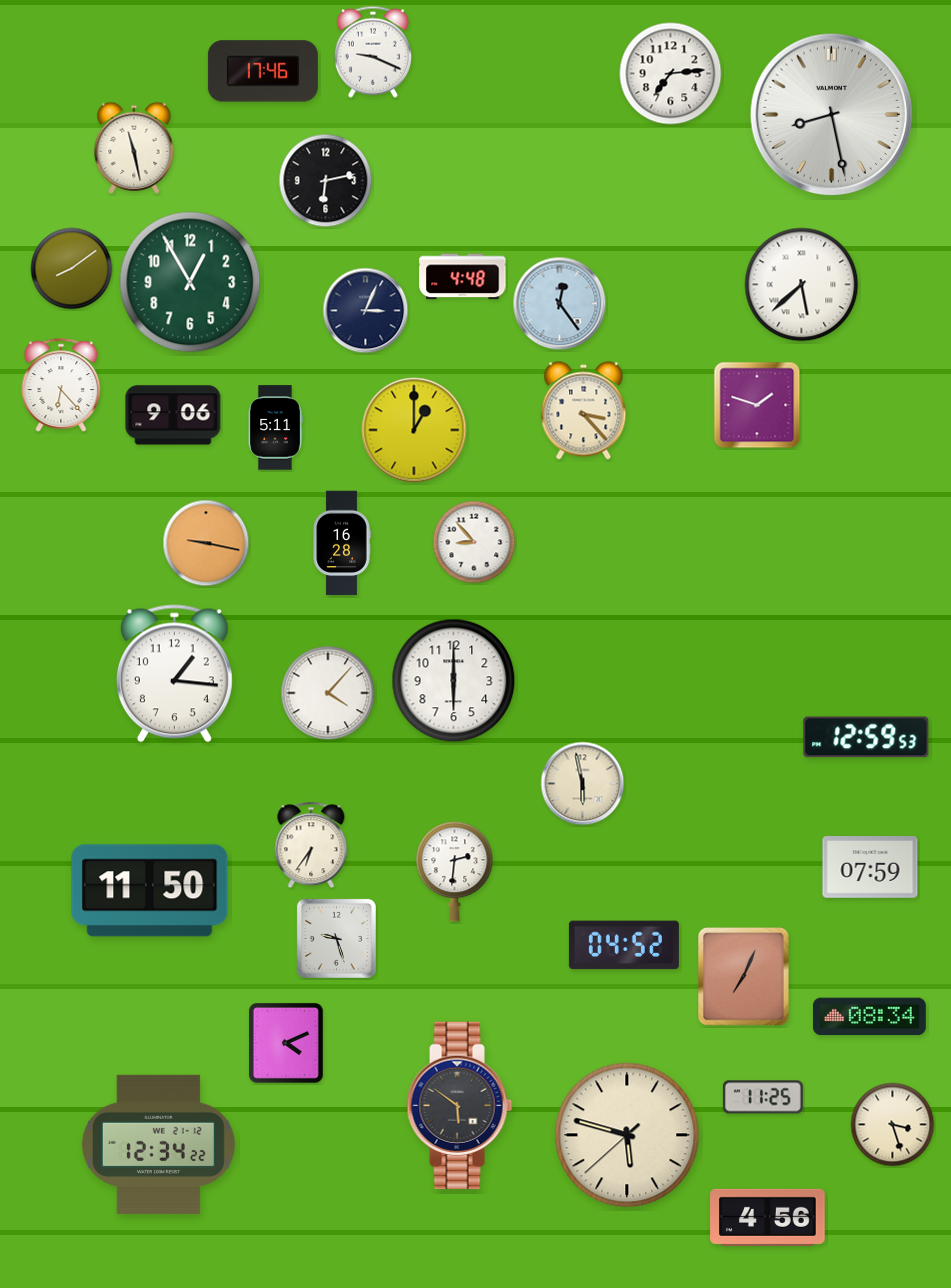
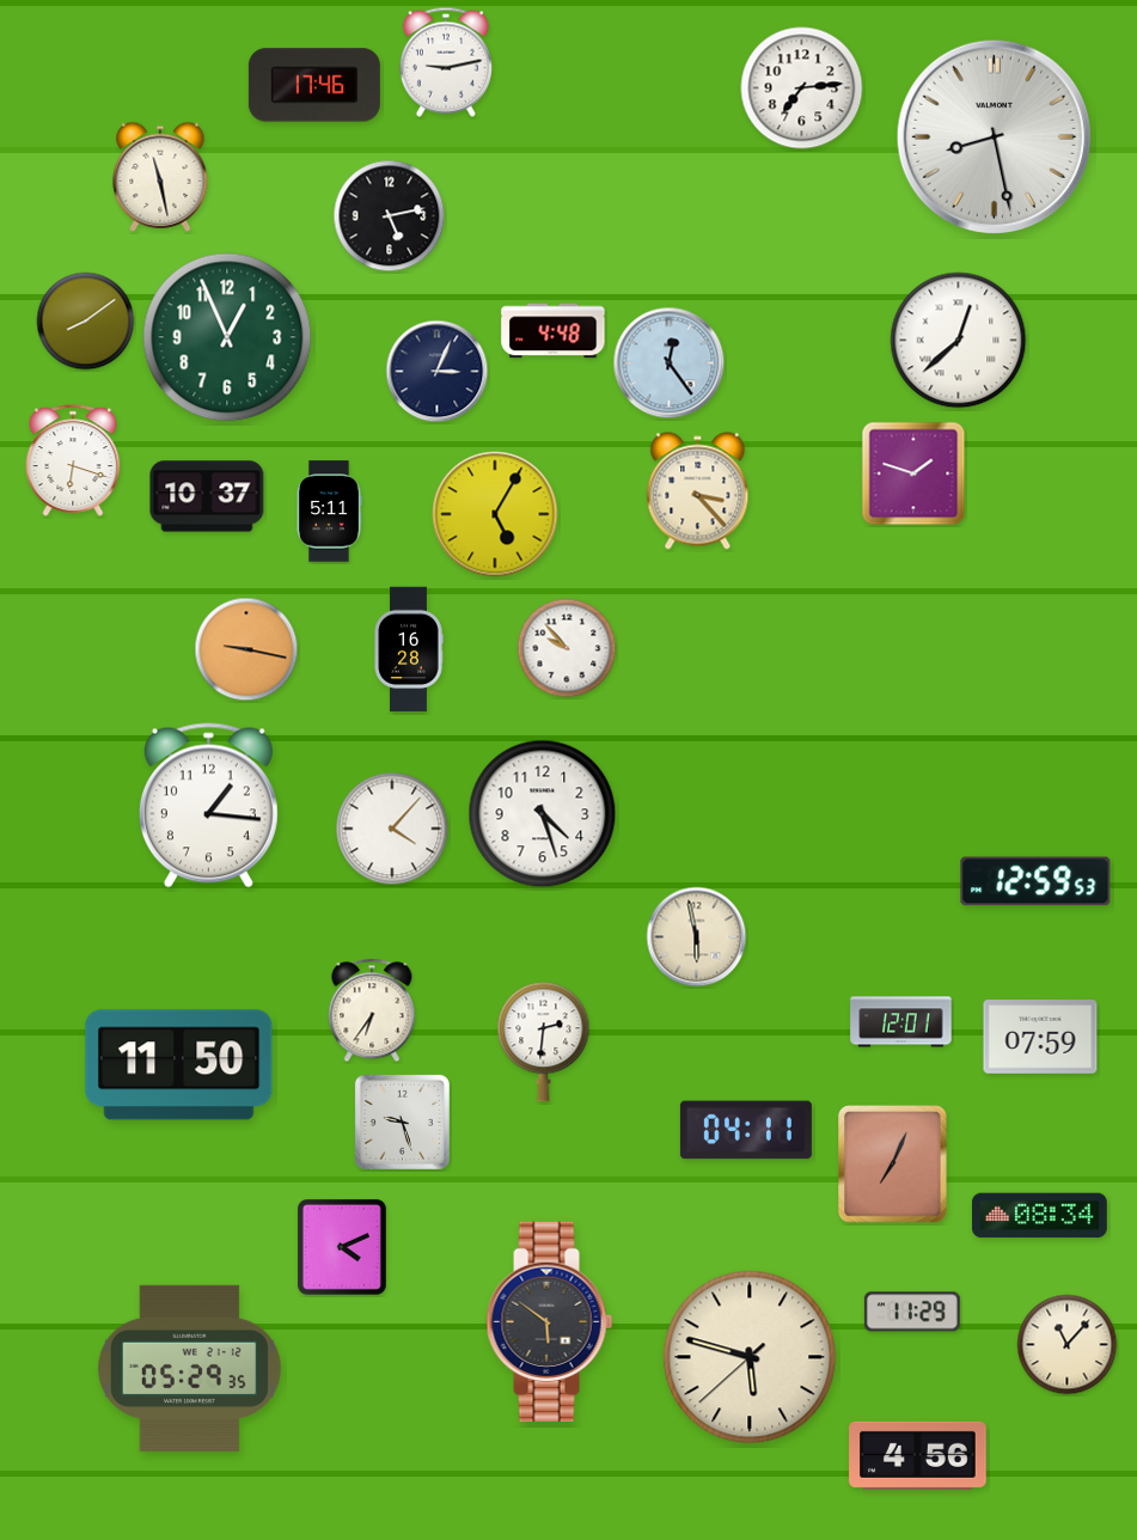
clock at (373, 52): 9:19 -> 9:13
clock at (326, 181): 6:13 -> 5:13
clock at (190, 282): 12:55 -> 12:56
clock at (802, 285): 5:38 -> 12:38
clock at (61, 385): 6:23 -> 6:18
clock at (757, 405) position: (757, 405) -> (913, 473)
clock at (173, 415): 9:06 -> 10:37
clock at (414, 430): 1:00 -> 5:05
clock at (474, 542): 8:53 -> 9:53
clock at (454, 681): 6:00 -> 4:27
clock at (901, 1022): none -> 12:01
clock at (624, 945): 04:52 -> 04:11
clock at (744, 977) position: (744, 977) -> (893, 1165)
clock at (763, 1097): 11:25 -> 11:29
clock at (893, 1125): 3:27 -> 11:07
clock at (158, 1144): 12:34 -> 05:29
